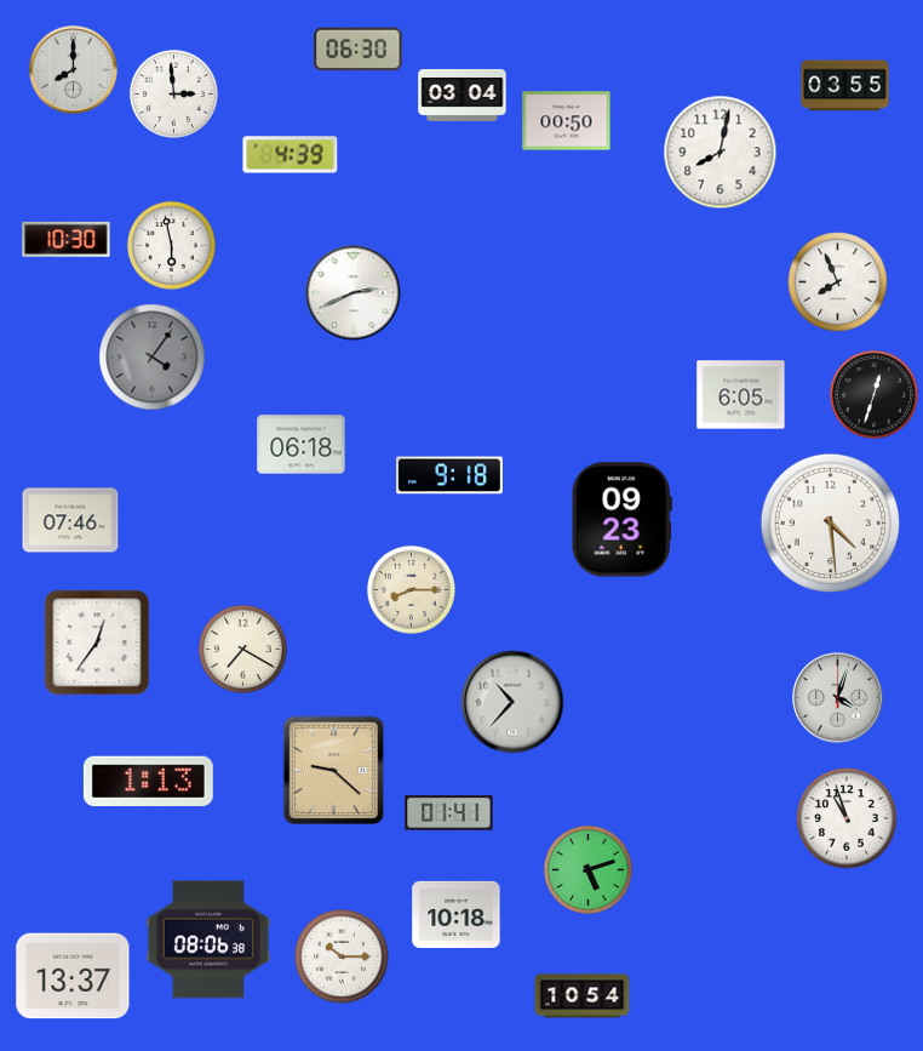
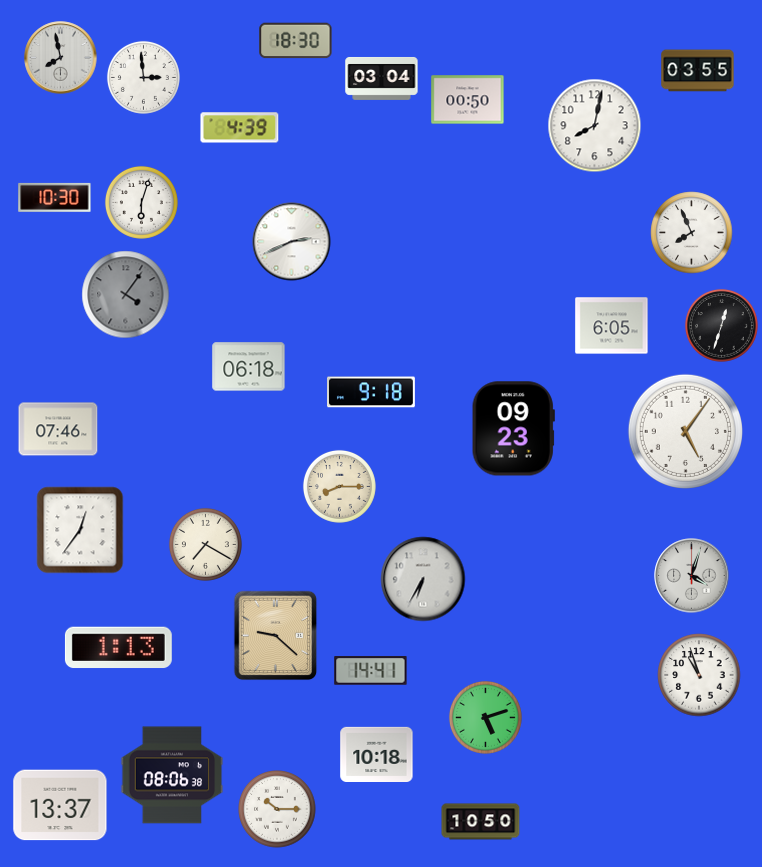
clock at (359, 50): 06:30 -> 18:30
clock at (74, 70): 8:00 -> 7:58
clock at (171, 245): 5:58 -> 6:03
clock at (830, 522): 4:29 -> 5:06
clock at (242, 649) position: (242, 649) -> (205, 544)
clock at (512, 702): 10:37 -> 6:35
clock at (148, 782) position: (148, 782) -> (118, 648)
clock at (449, 813): 01:41 -> 14:41
clock at (342, 956) position: (342, 956) -> (277, 809)
clock at (583, 996): 10:54 -> 10:50
